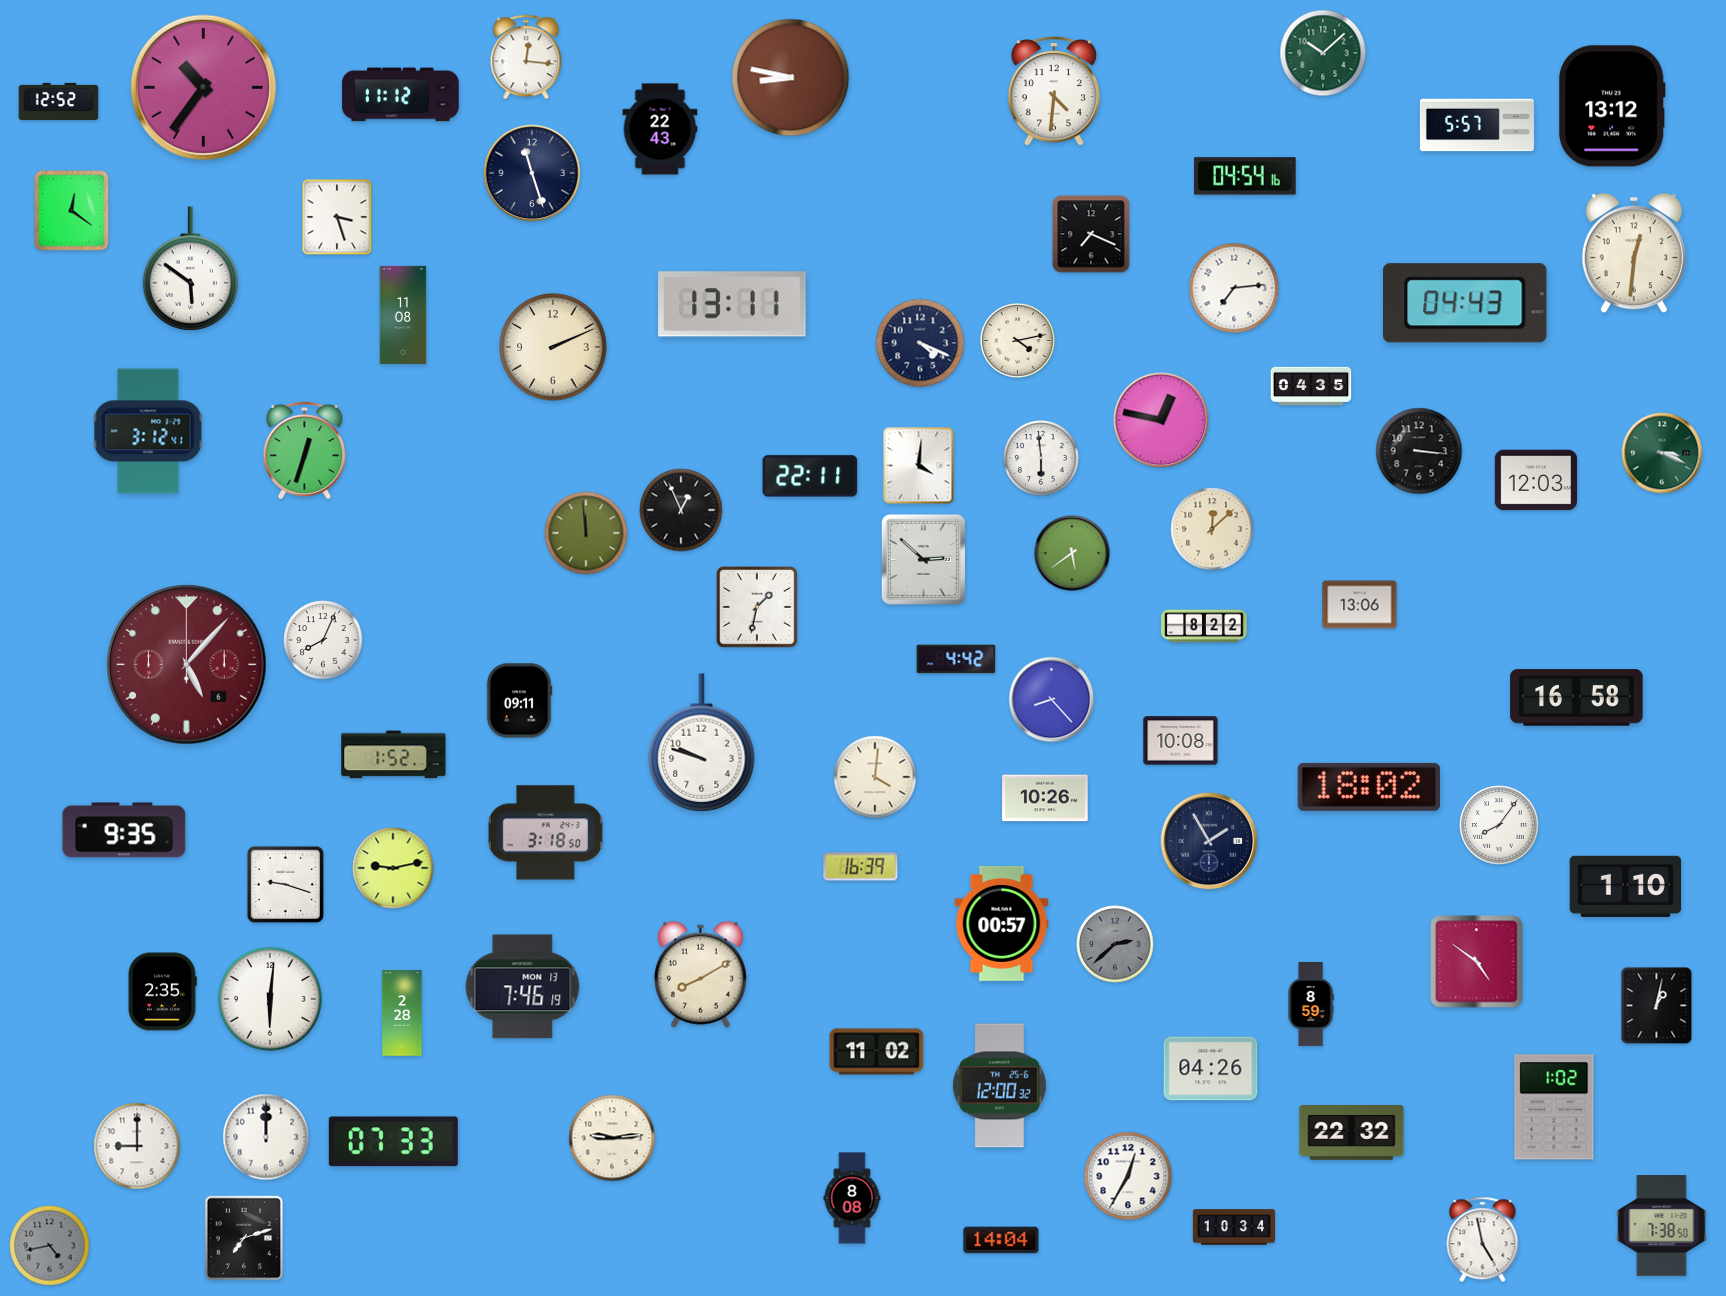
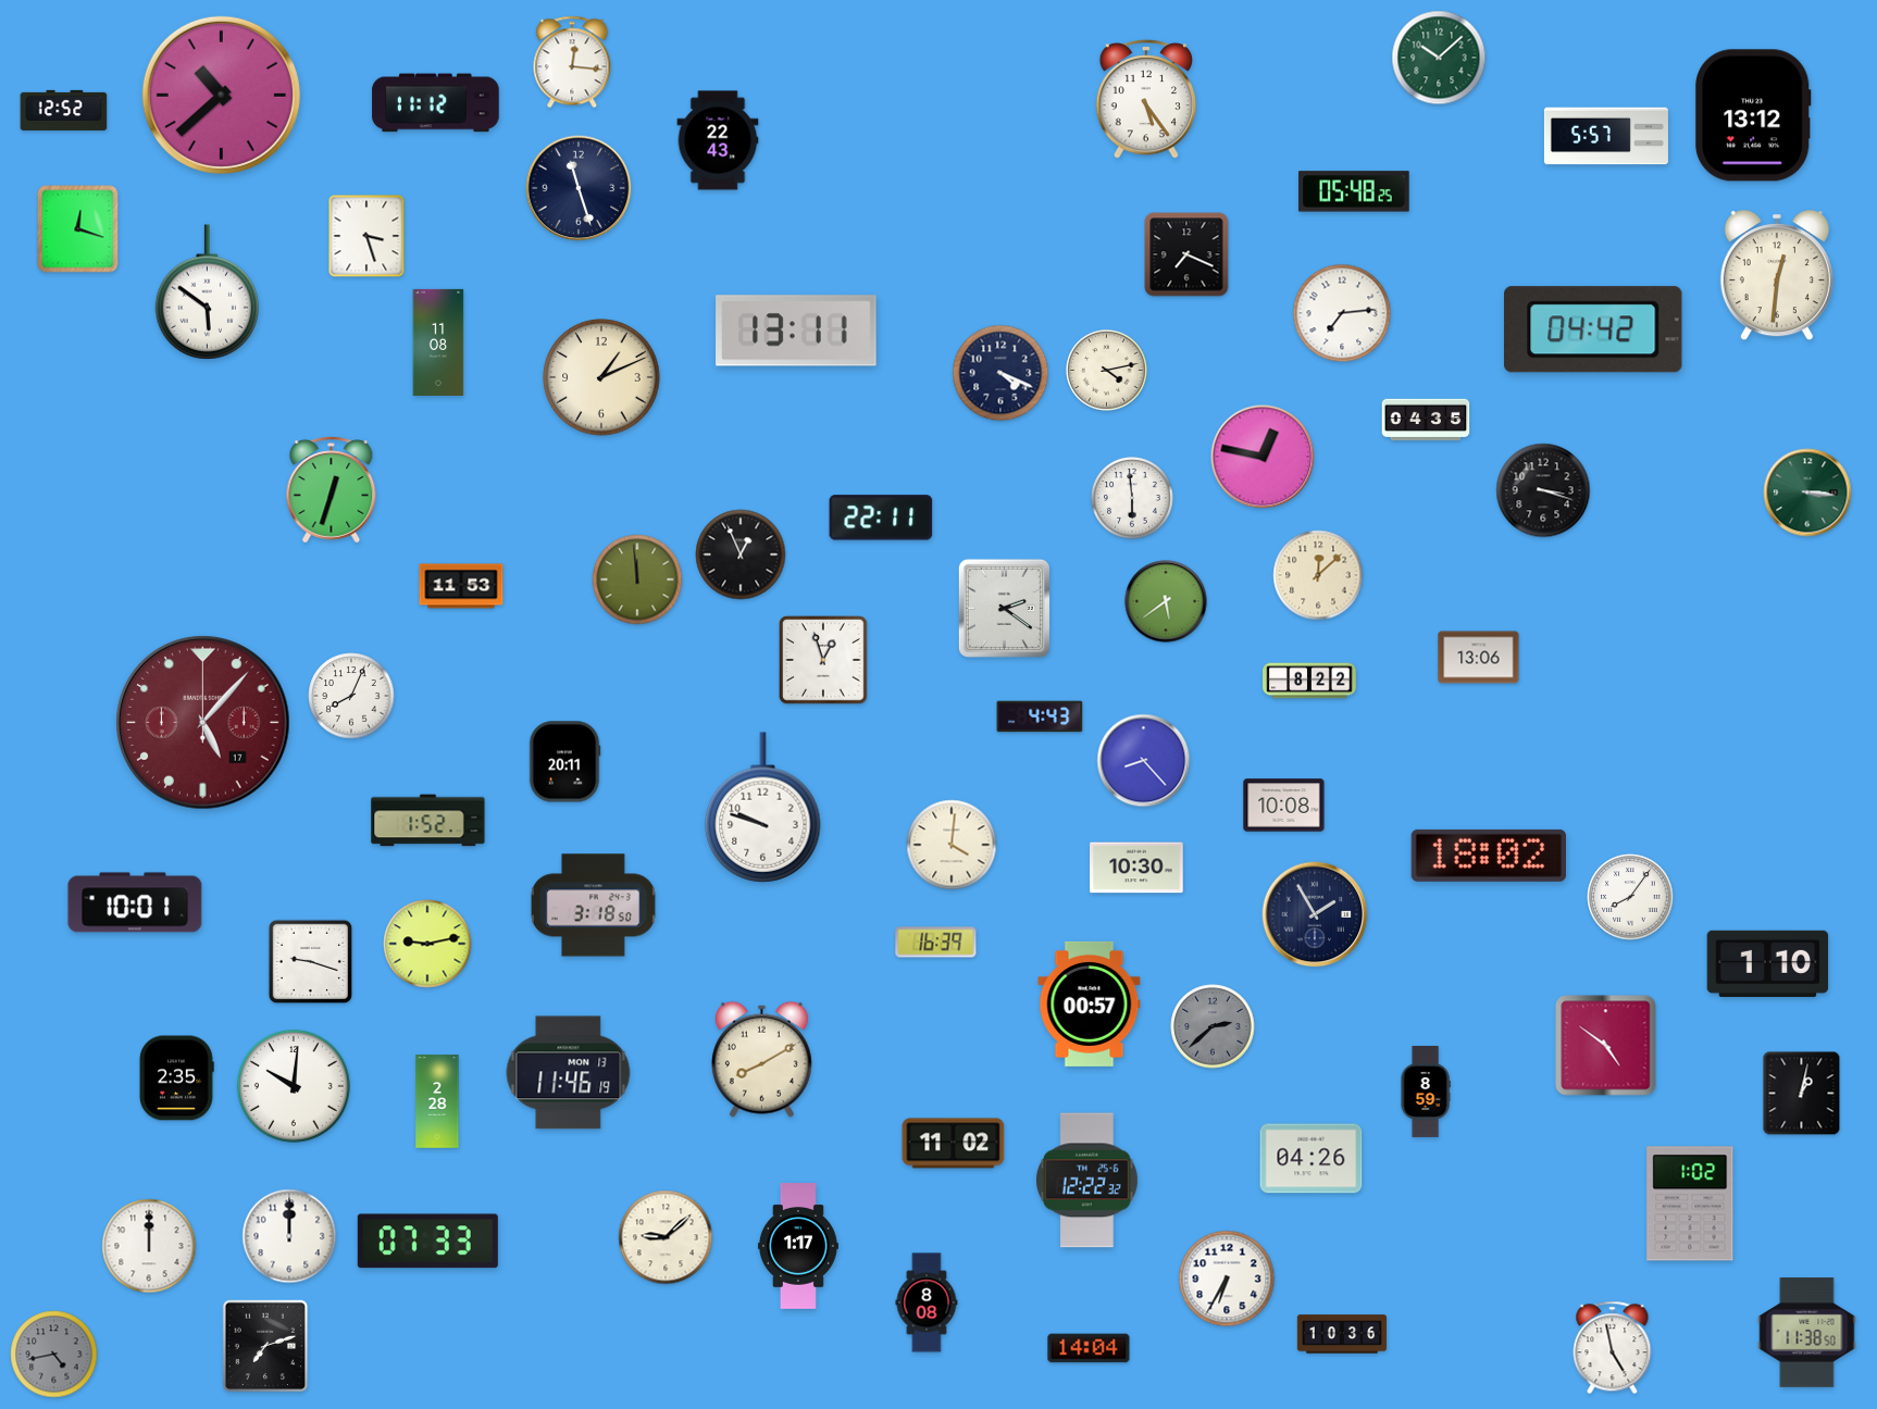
clock at (791, 78): 8:47 -> none
clock at (203, 87): 10:36 -> 10:38
clock at (1053, 92): 4:31 -> 5:24
clock at (1245, 176): 04:54 -> 05:48
clock at (72, 211): 12:21 -> 12:18
clock at (1466, 303): 04:43 -> 04:42
clock at (553, 347): 2:11 -> 1:11
clock at (148, 431): 3:12 -> none
clock at (1419, 451): 3:16 -> 3:18
clock at (1662, 453): 3:19 -> 3:16
clock at (919, 466): 4:01 -> none
clock at (1535, 480): 12:03 -> none
clock at (461, 586): none -> 11:53
clock at (923, 559): 2:52 -> 2:21
clock at (757, 607): 1:32 -> 12:57
clock at (956, 659): 4:42 -> 4:43
clock at (187, 665) date: 6 -> 17
clock at (1577, 698): 16:58 -> none
clock at (519, 701): 09:11 -> 20:11
clock at (1045, 798): 10:26 -> 10:30
clock at (124, 830): 9:35 -> 10:01
clock at (523, 987): 7:46 -> 11:46
clock at (270, 999): 6:01 -> 10:01
clock at (1211, 1069) position: (1211, 1069) -> (1312, 1159)
clock at (999, 1086): 12:00 -> 12:22
clock at (1352, 1133): 22:32 -> none
clock at (612, 1138): 9:14 -> 9:08
clock at (137, 1146): 9:00 -> 12:00
clock at (798, 1246): none -> 1:17
clock at (1128, 1176): 12:35 -> 6:35
clock at (1662, 1226): 7:38 -> 11:38
clock at (1234, 1227): 10:34 -> 10:36
